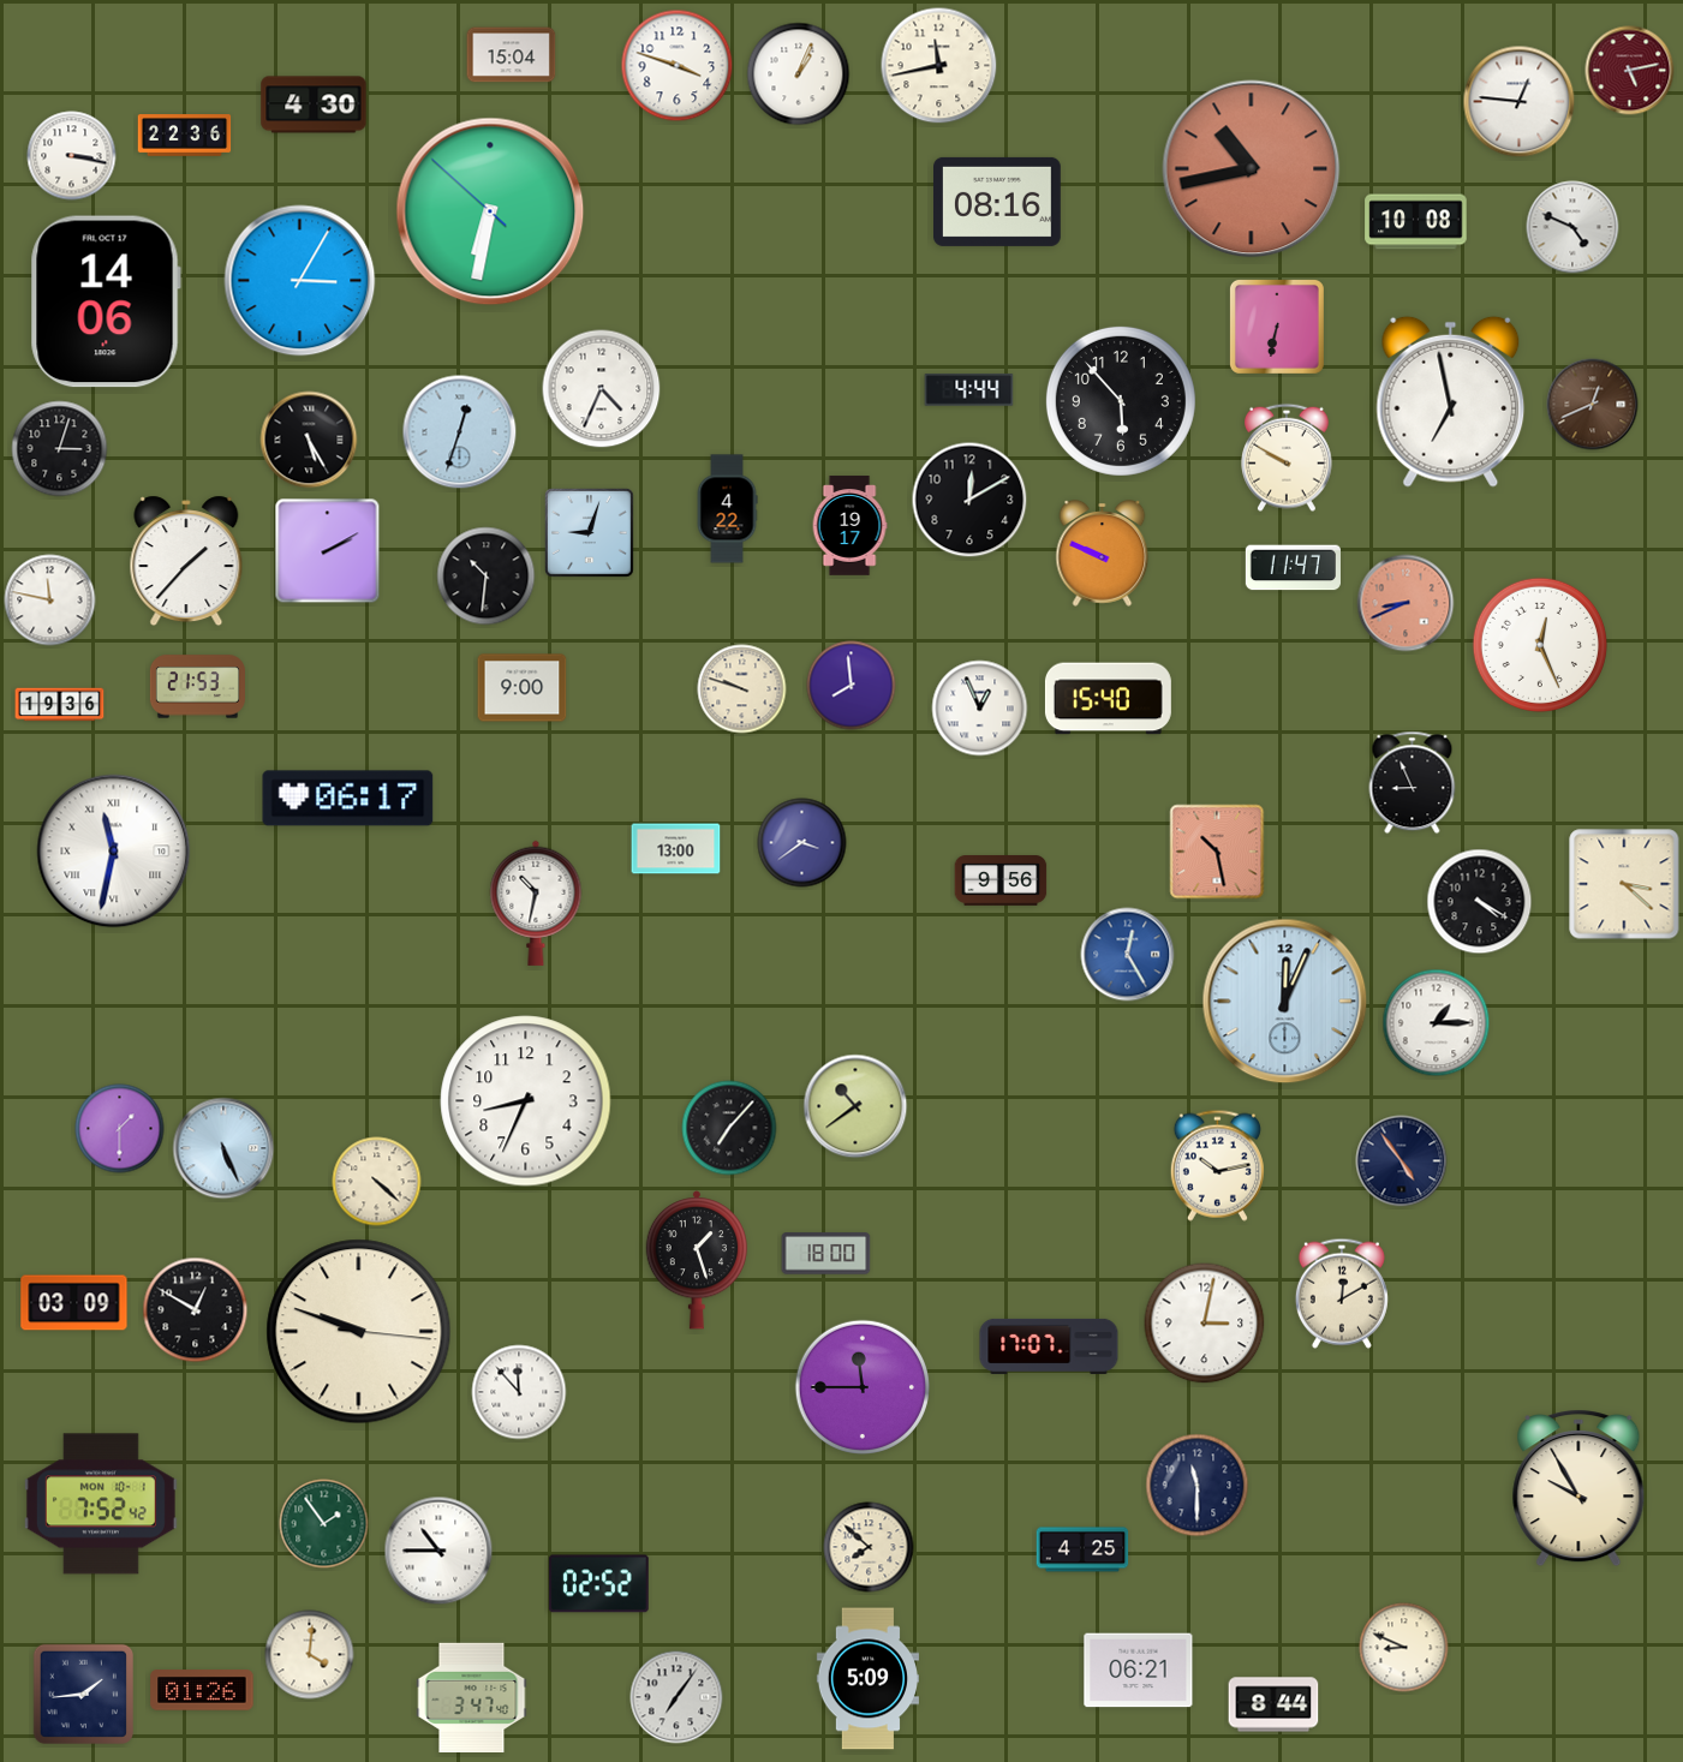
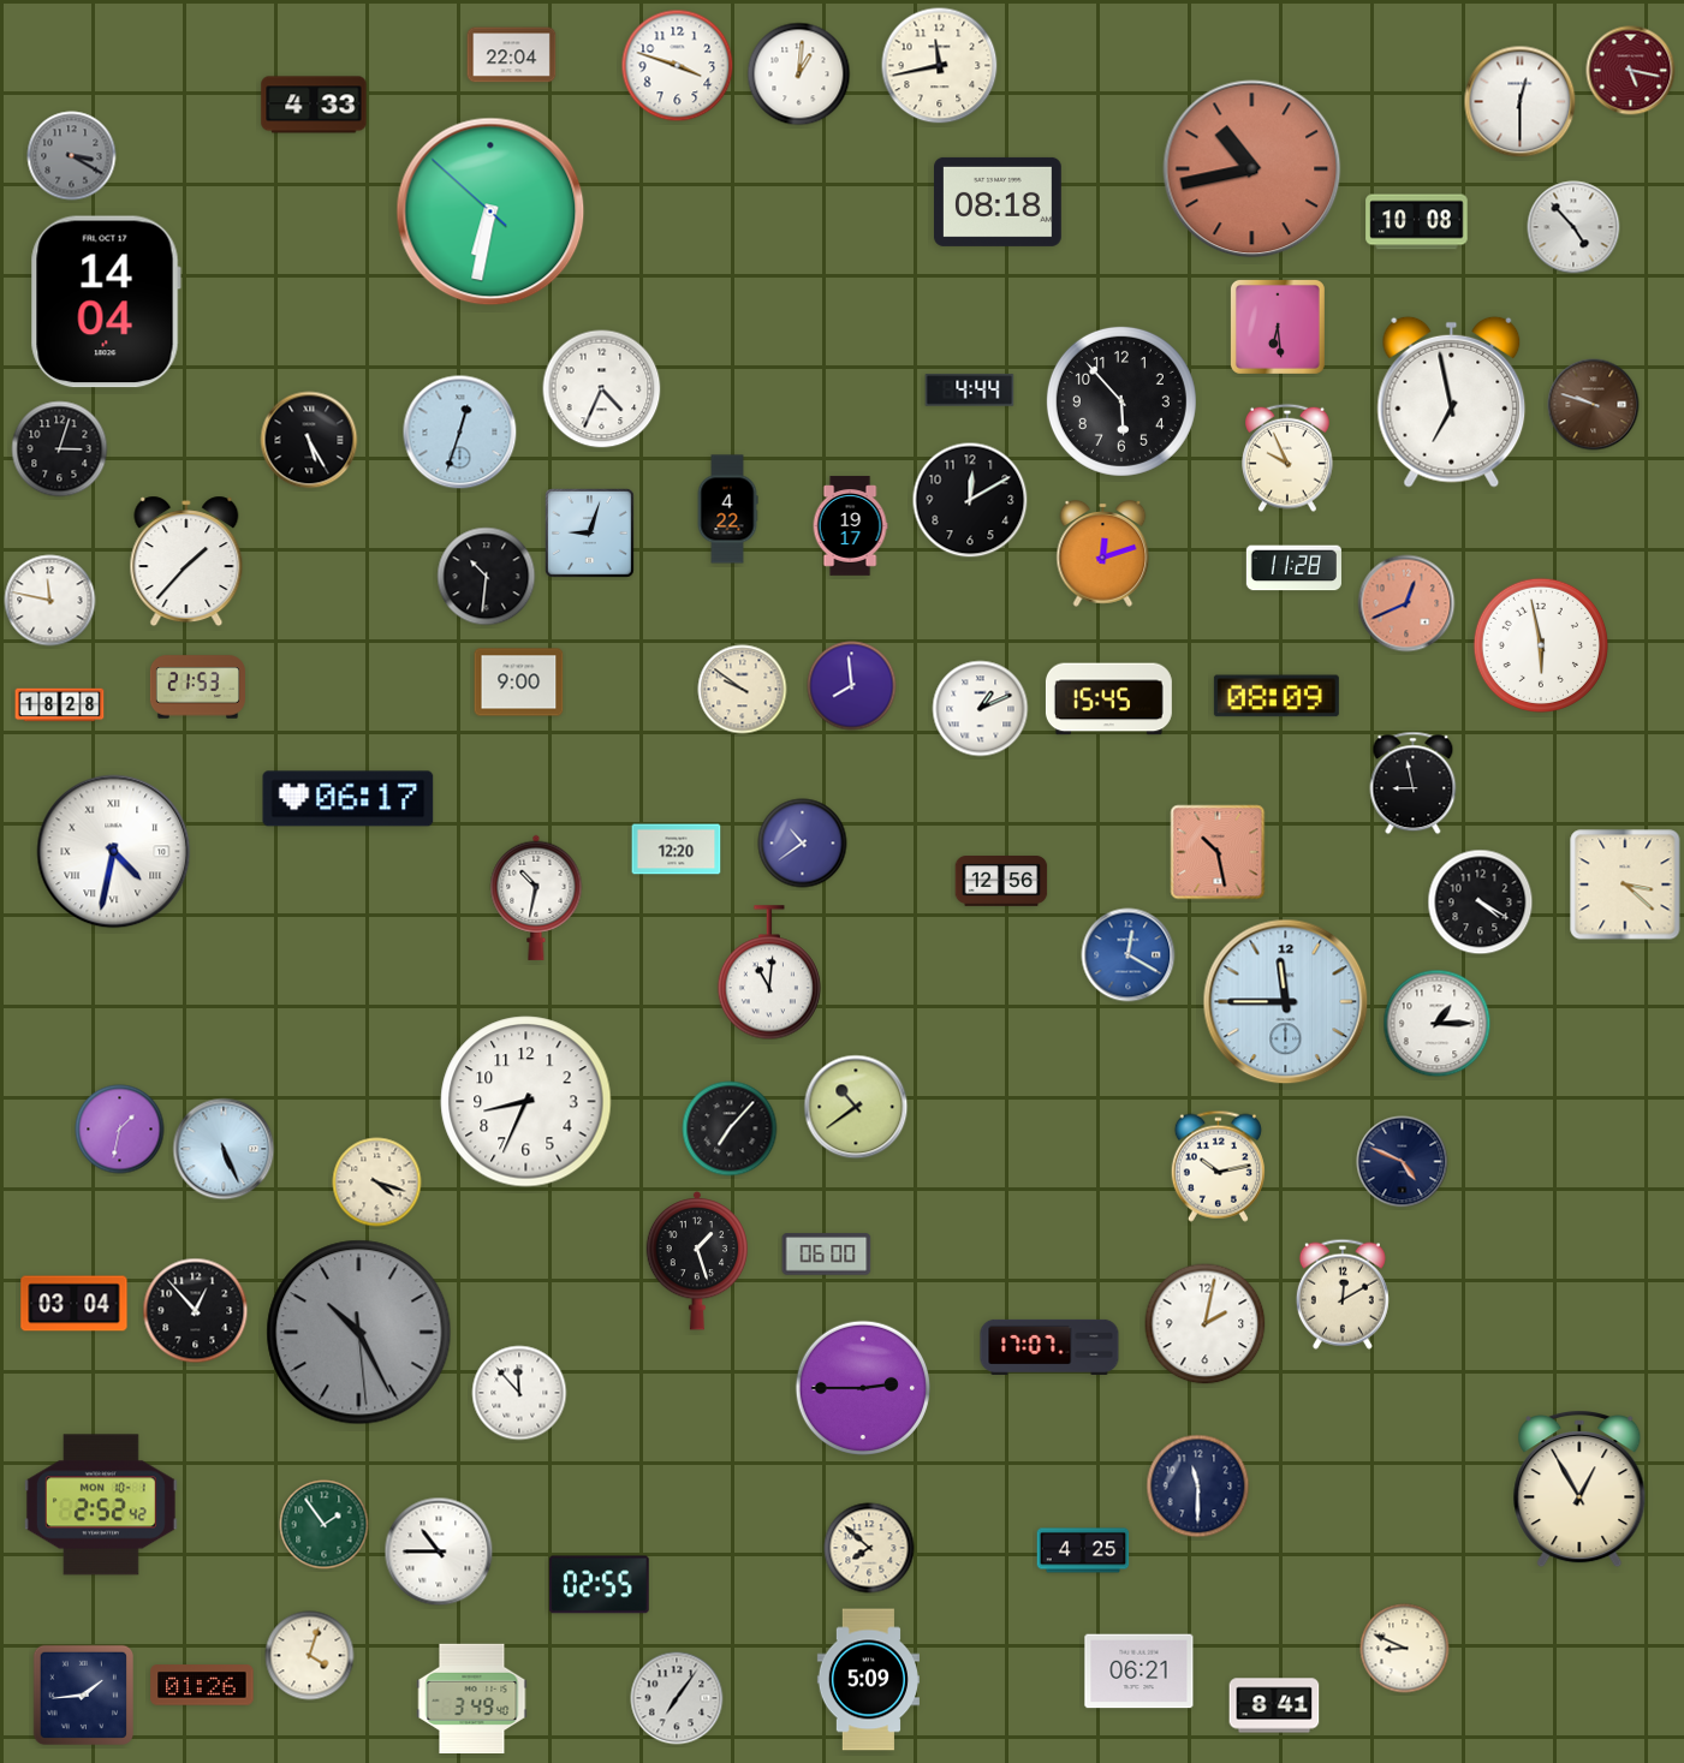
clock at (512, 55): 15:04 -> 22:04
clock at (1630, 71): 5:13 -> 5:17
clock at (799, 74): 1:04 -> 1:01
clock at (1520, 102): 12:46 -> 12:30
clock at (314, 104): 4:30 -> 4:33
clock at (185, 136): 22:36 -> none
clock at (72, 156): 3:17 -> 3:20
clock at (72, 156) dial: white -> grey
clock at (998, 202): 08:16 -> 08:18
clock at (1572, 227): 4:49 -> 4:53
clock at (300, 281): 3:05 -> none
clock at (106, 301): 14:06 -> 14:04
clock at (1277, 327): 6:32 -> 6:29
clock at (1593, 405): 12:41 -> 9:48
clock at (1288, 458): 9:50 -> 9:56
clock at (328, 551): 2:10 -> none
clock at (1103, 554): 9:49 -> 12:12
clock at (1293, 568): 11:47 -> 11:28
clock at (1406, 603): 8:41 -> 12:41
clock at (1539, 644): 12:26 -> 5:58
clock at (523, 688) position: (523, 688) -> (519, 683)
clock at (742, 689): 9:48 -> 9:51
clock at (1277, 696): none -> 08:09
clock at (1108, 699): 15:40 -> 15:45
clock at (60, 705): 19:36 -> 18:28
clock at (980, 709): 12:56 -> 1:11
clock at (1413, 783): 8:56 -> 8:58
clock at (802, 843): 3:39 -> 10:39
clock at (676, 849): 13:00 -> 12:20
clock at (114, 852): 11:32 -> 4:32
clock at (1001, 882): 9:56 -> 12:56
clock at (536, 903) position: (536, 903) -> (536, 898)
clock at (1128, 955): 12:25 -> 12:20
clock at (769, 973): none -> 11:01
clock at (1285, 1002): 12:04 -> 11:45
clock at (120, 1129): 1:30 -> 1:32
clock at (1402, 1161): 4:54 -> 4:49
clock at (377, 1182): 4:22 -> 4:18
clock at (826, 1254): 18:00 -> 06:00
clock at (74, 1303): 03:09 -> 03:04
clock at (196, 1310): 12:50 -> 12:53
clock at (1205, 1324): 3:02 -> 2:02
clock at (359, 1332): 9:48 -> 10:25
clock at (359, 1332) dial: cream -> grey
clock at (861, 1386): 11:45 -> 2:45
clock at (1578, 1488): 9:55 -> 12:55
clock at (101, 1504): 7:52 -> 2:52
clock at (598, 1584): 02:52 -> 02:55
clock at (310, 1655): 4:01 -> 4:03
clock at (202, 1690) position: (202, 1690) -> (202, 1685)
clock at (472, 1697): 3:47 -> 3:49
clock at (1273, 1704): 8:44 -> 8:41
